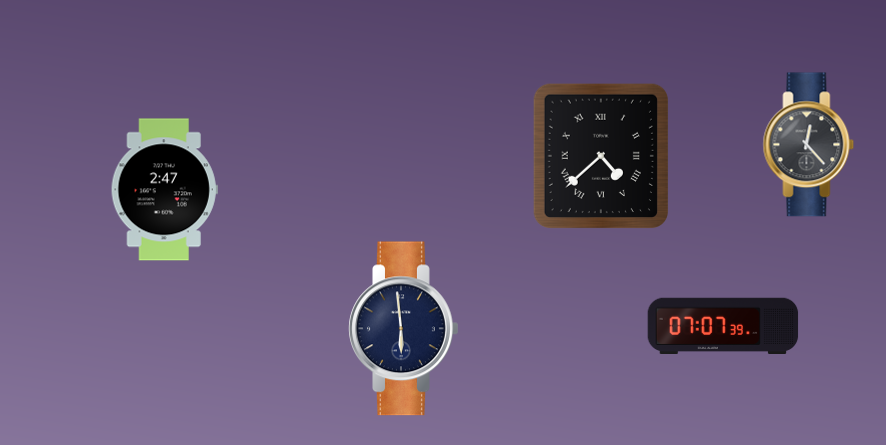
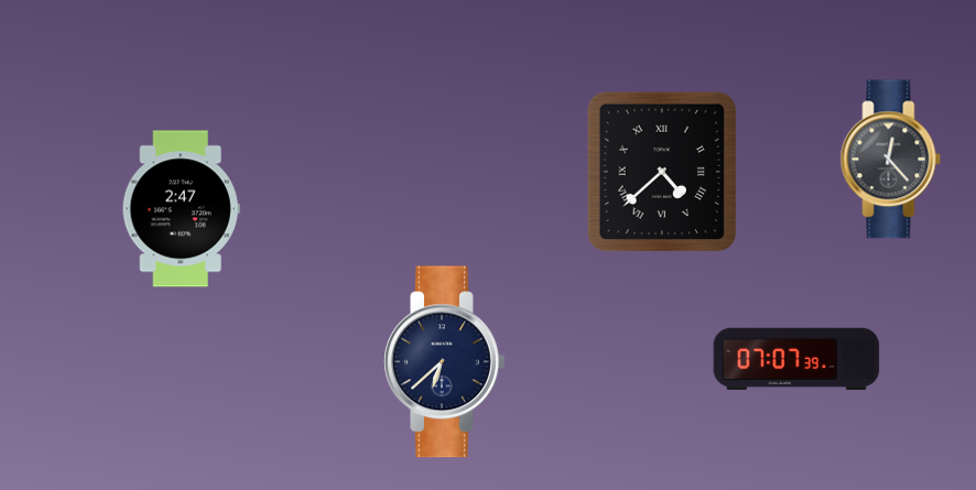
clock at (404, 329): 5:59 -> 6:38
